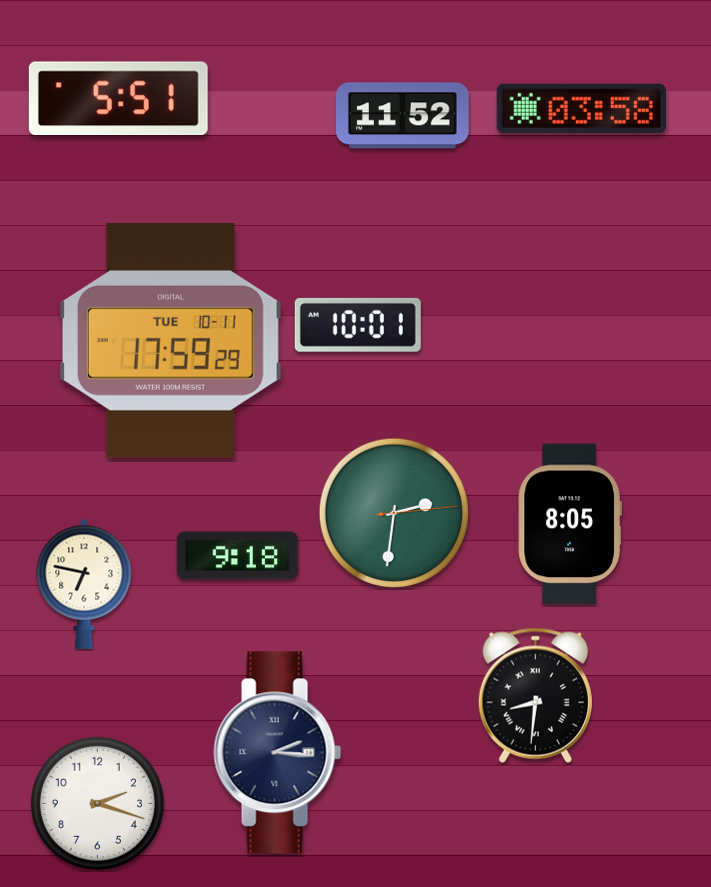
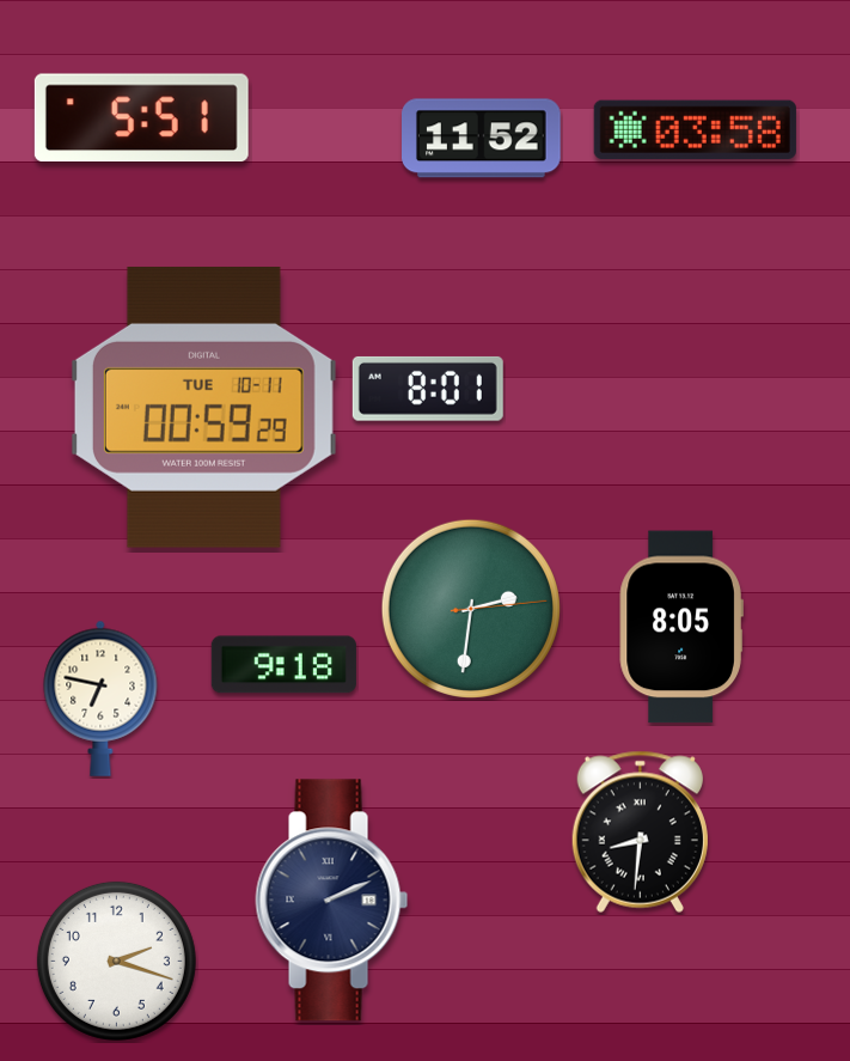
clock at (358, 325): 10:01 -> 8:01
clock at (170, 340): 17:59 -> 00:59
clock at (393, 512) position: (393, 512) -> (470, 608)
clock at (278, 753): 2:16 -> 2:11
